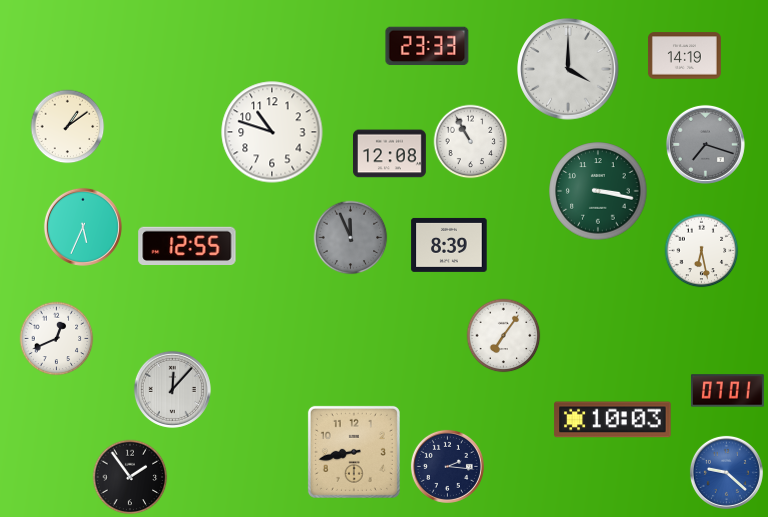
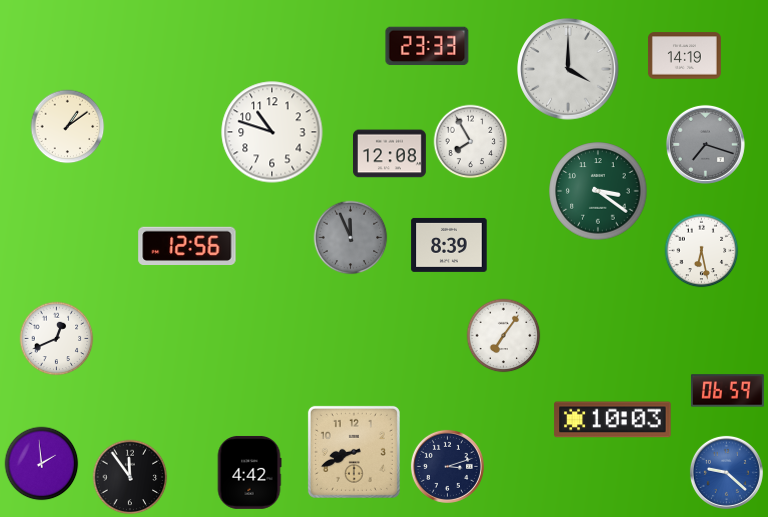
clock at (471, 142): 10:55 -> 7:55
clock at (598, 191): 3:17 -> 3:21
clock at (83, 227): 5:34 -> none
clock at (187, 245): 12:55 -> 12:56
clock at (172, 389): 12:07 -> none
clock at (727, 391): 07:01 -> 06:59
clock at (354, 452): 8:43 -> 8:41
clock at (42, 464): none -> 1:59
clock at (447, 466): 2:16 -> 3:12
clock at (249, 472): none -> 4:42
clock at (130, 477): 1:54 -> 11:54
